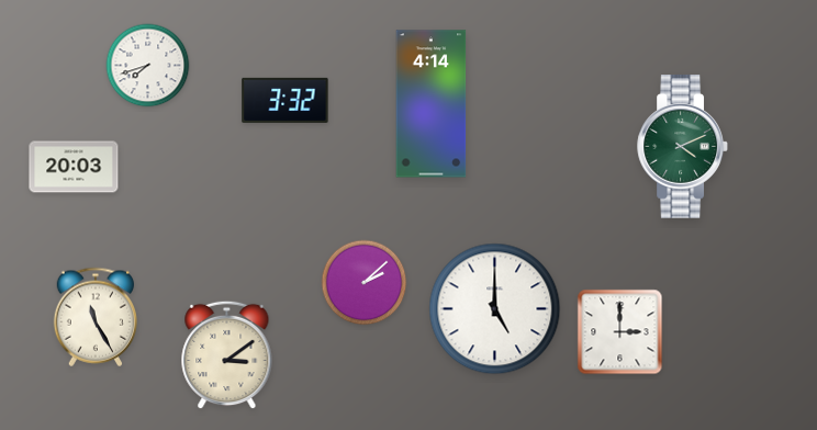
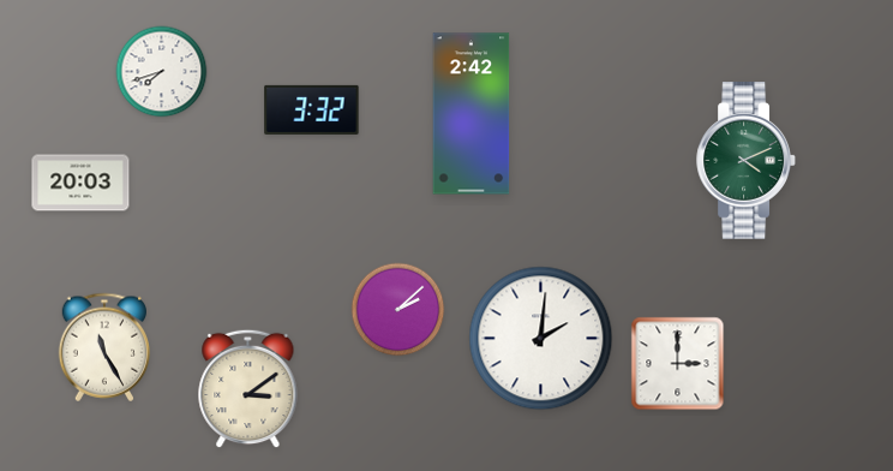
clock at (432, 104): 4:14 -> 2:42
clock at (495, 309): 5:00 -> 2:01
